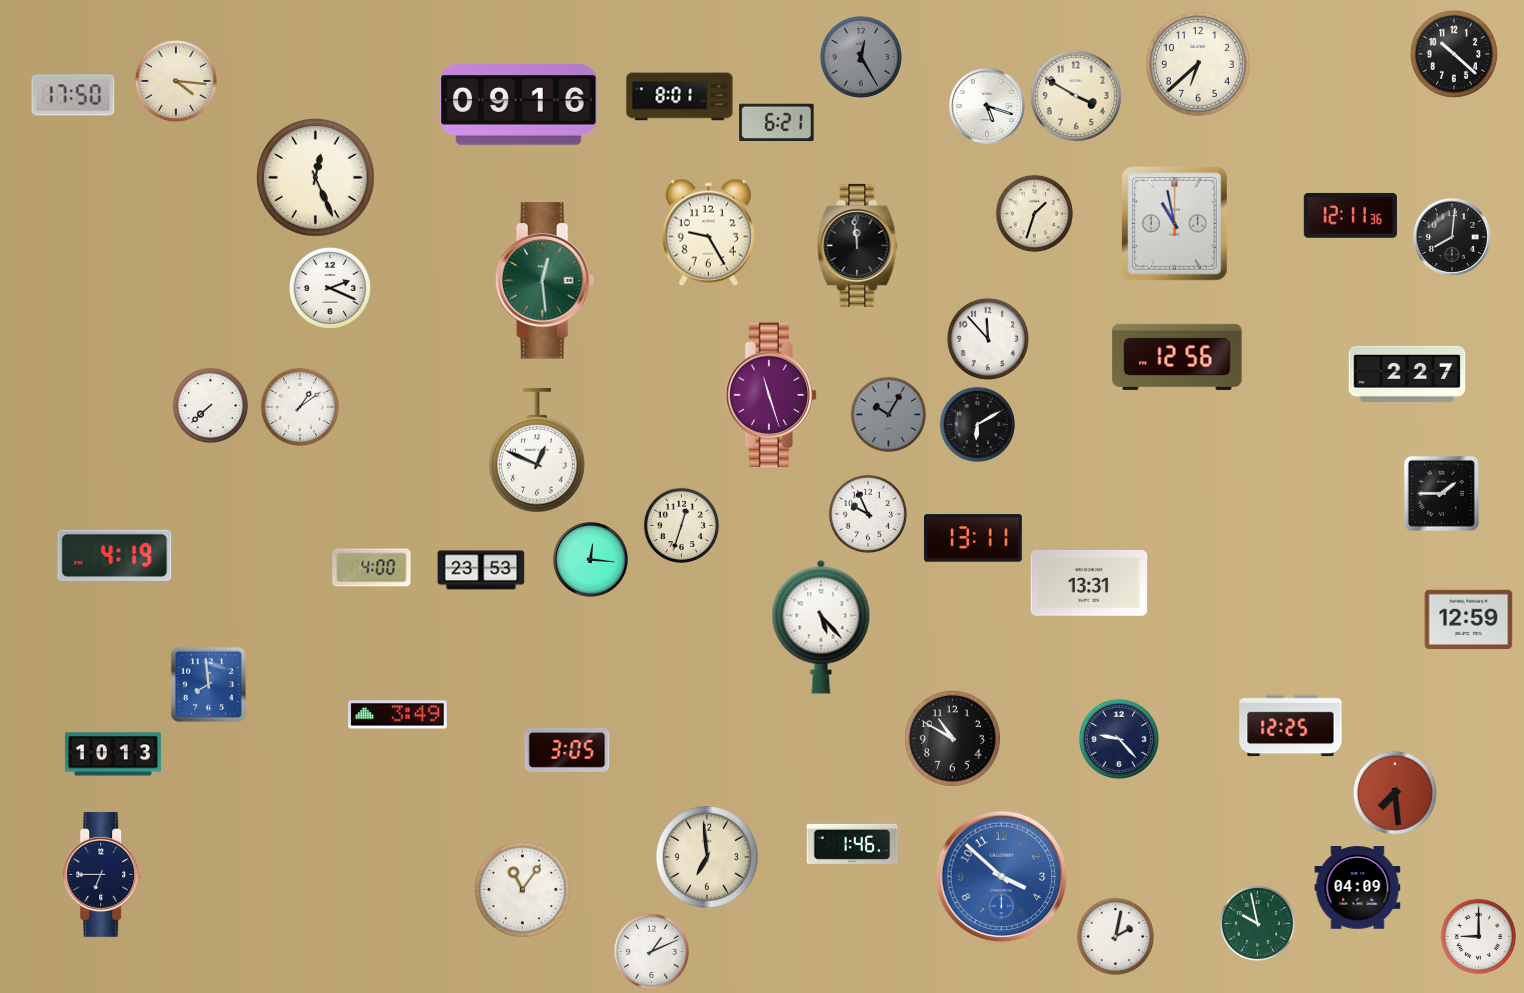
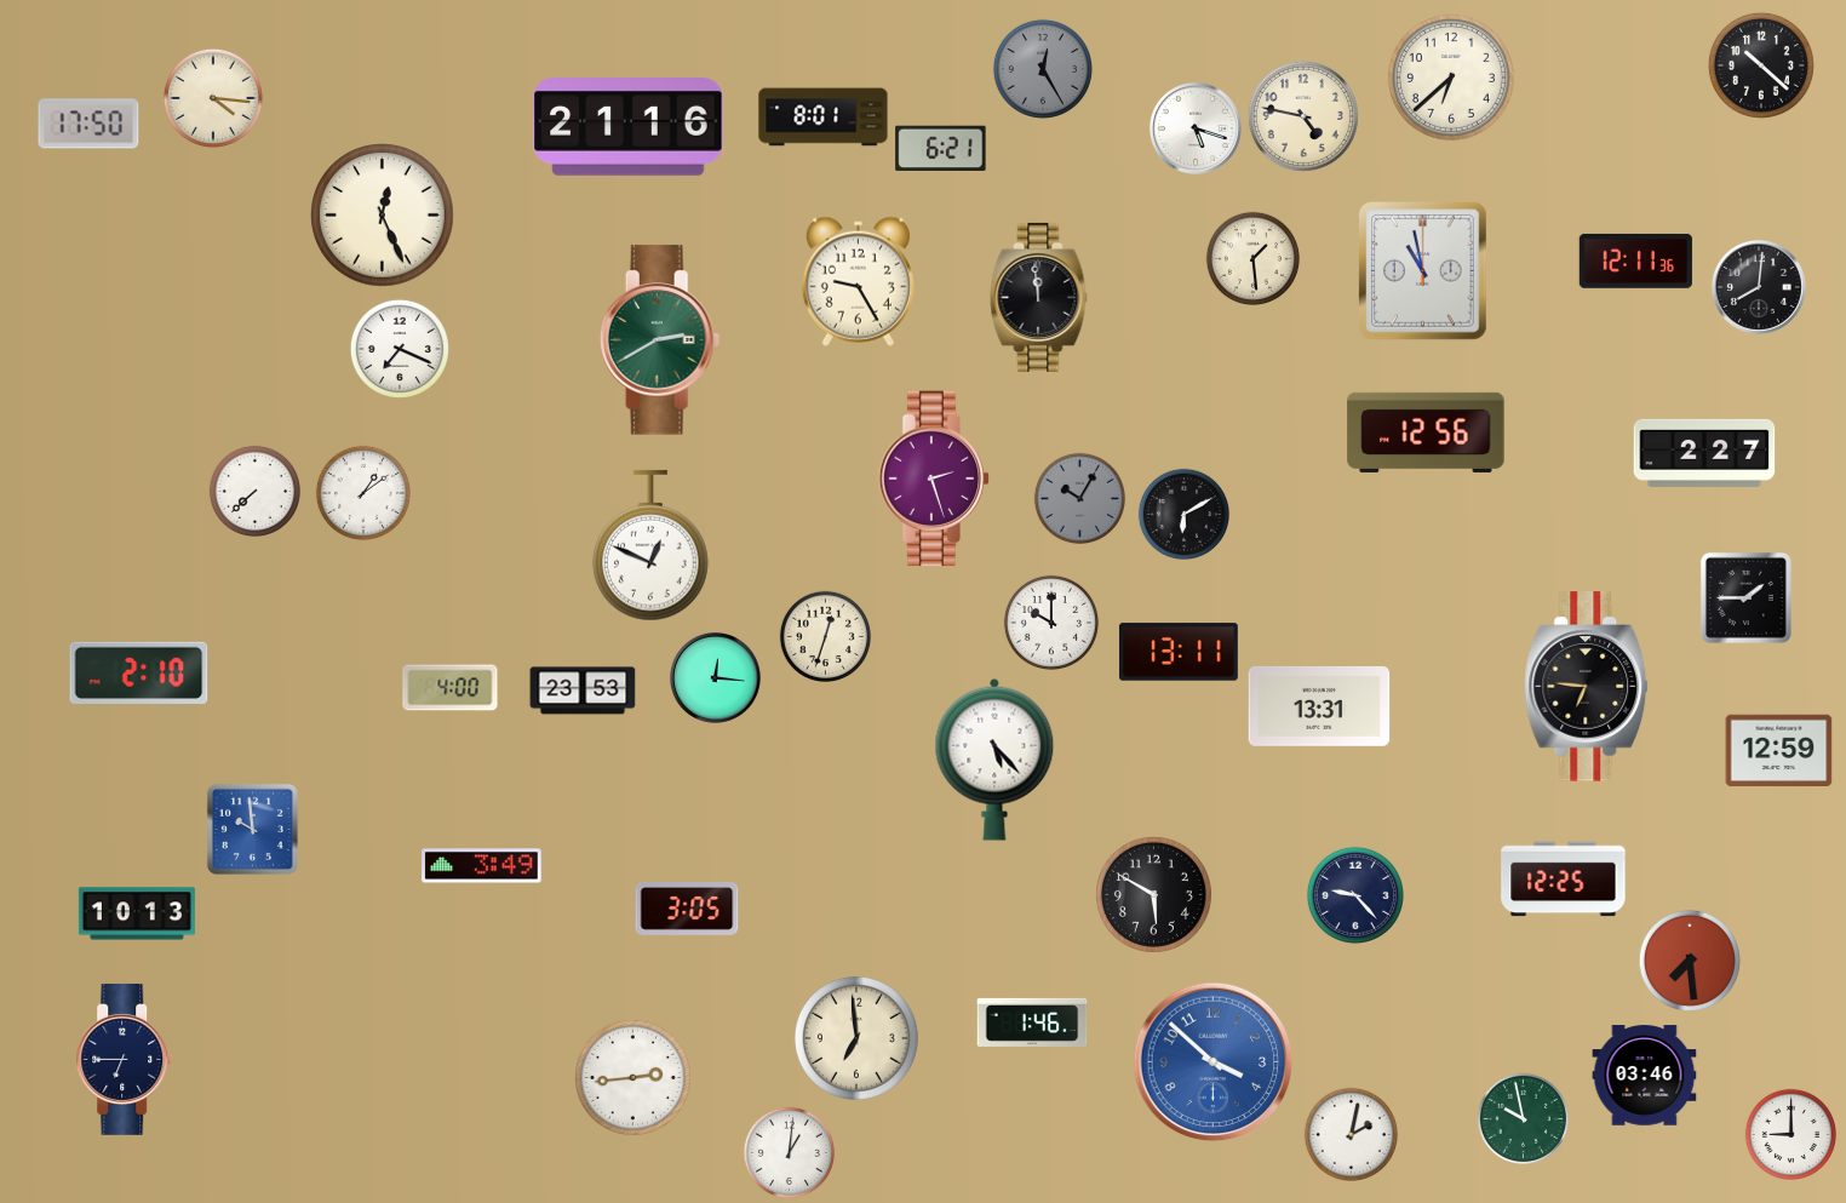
clock at (73, 95) position: (73, 95) -> (88, 124)
clock at (1076, 96): 3:50 -> 4:47
clock at (519, 105): 09:16 -> 21:16
clock at (1034, 213): 1:33 -> 1:29
clock at (545, 281): 12:29 -> 2:40
clock at (330, 288): 2:19 -> 7:19
clock at (988, 339): 11:53 -> none
clock at (771, 395): 11:27 -> 2:27
clock at (888, 414) position: (888, 414) -> (1079, 498)
clock at (867, 513): 9:56 -> 10:00
clock at (115, 555): 4:19 -> 2:10
clock at (1587, 687): none -> 6:46
clock at (208, 684): 7:59 -> 9:59
clock at (952, 738): 10:50 -> 5:50
clock at (1358, 888): 04:09 -> 03:46
clock at (522, 889): 11:06 -> 2:44
clock at (651, 951): 1:11 -> 1:01
